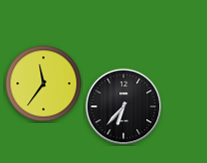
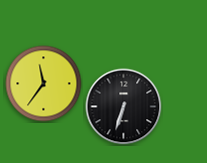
clock at (124, 107): 6:37 -> 6:33
